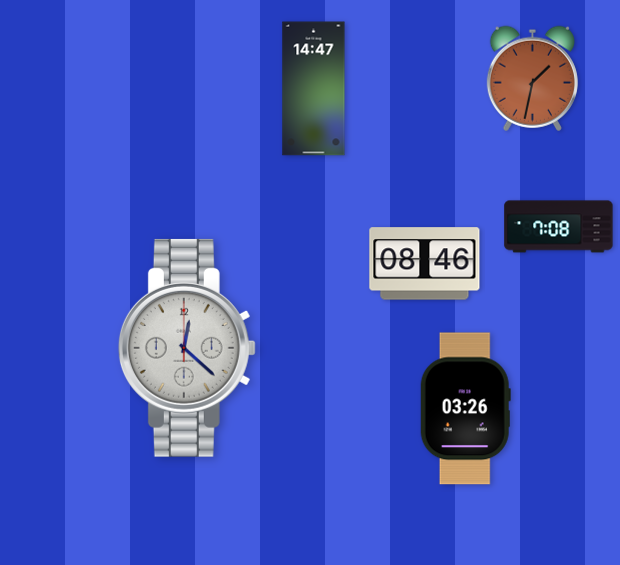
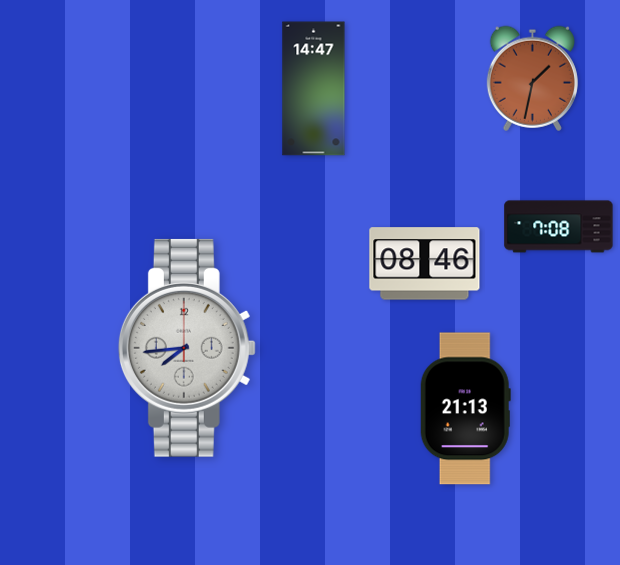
clock at (187, 348): 12:22 -> 7:44
clock at (465, 409): 03:26 -> 21:13
